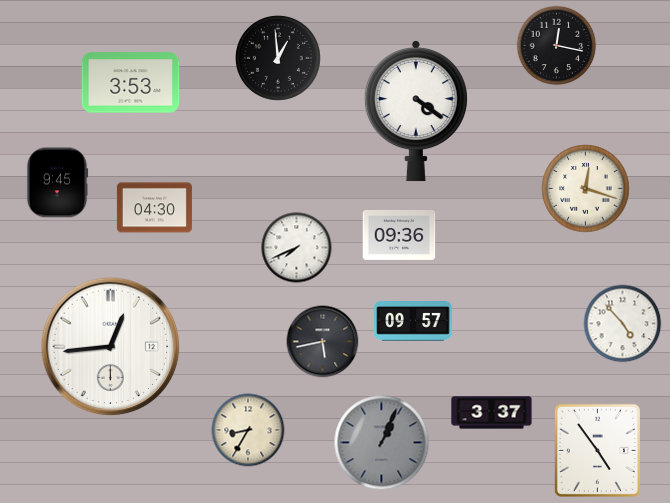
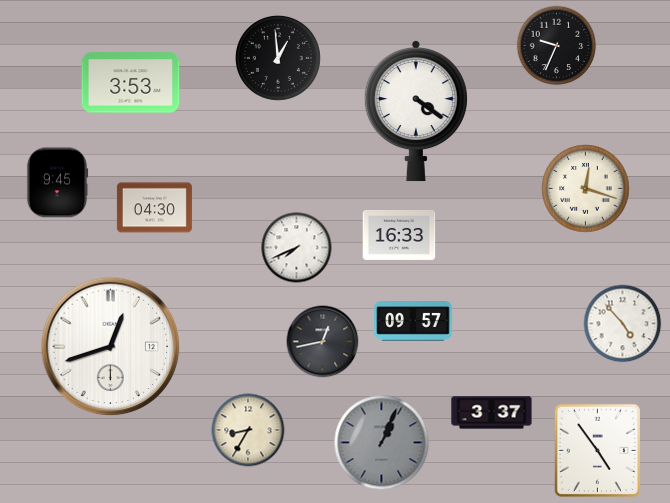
clock at (557, 46): 12:17 -> 9:34
clock at (399, 235): 09:36 -> 16:33
clock at (323, 342): 5:43 -> 12:43
clock at (111, 347): 12:44 -> 12:42
